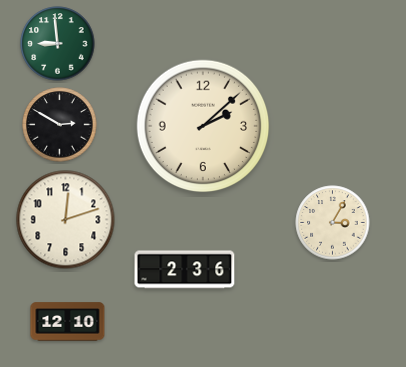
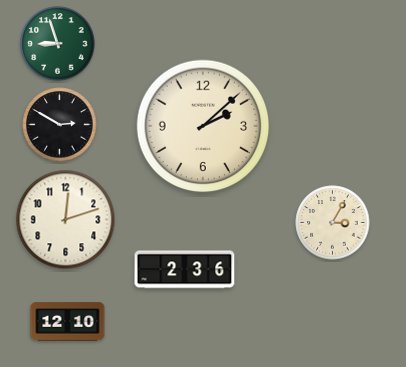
clock at (58, 44): 8:59 -> 8:57
